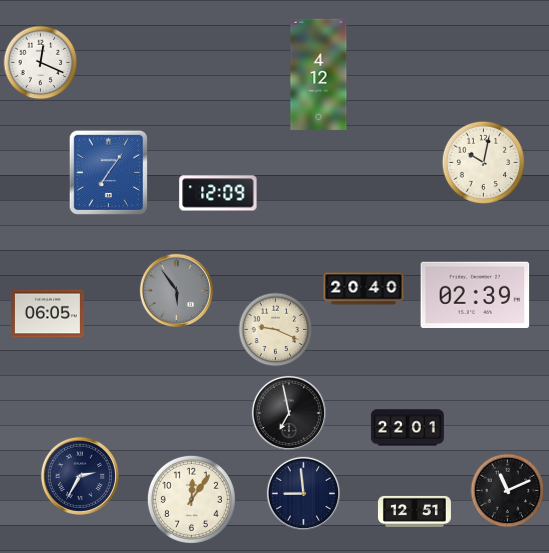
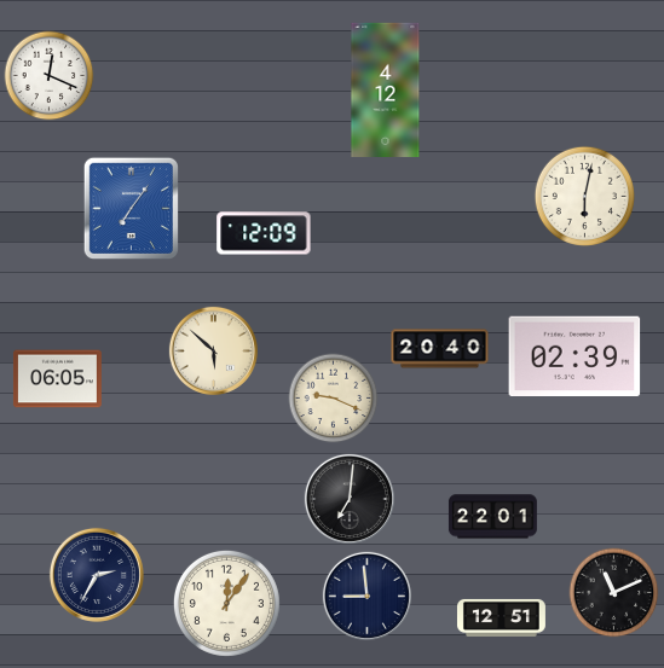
clock at (483, 162): 10:02 -> 6:02
clock at (176, 290): 5:54 -> 5:52
clock at (176, 290) dial: grey -> cream
clock at (289, 413): 6:58 -> 7:01
clock at (191, 499) position: (191, 499) -> (226, 603)
